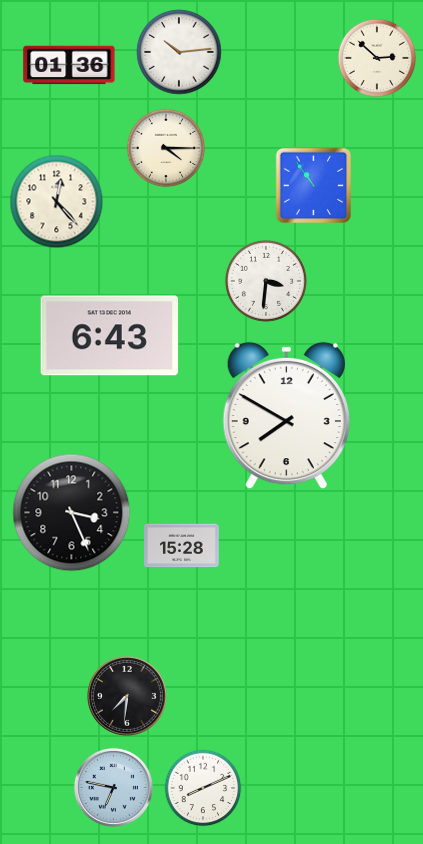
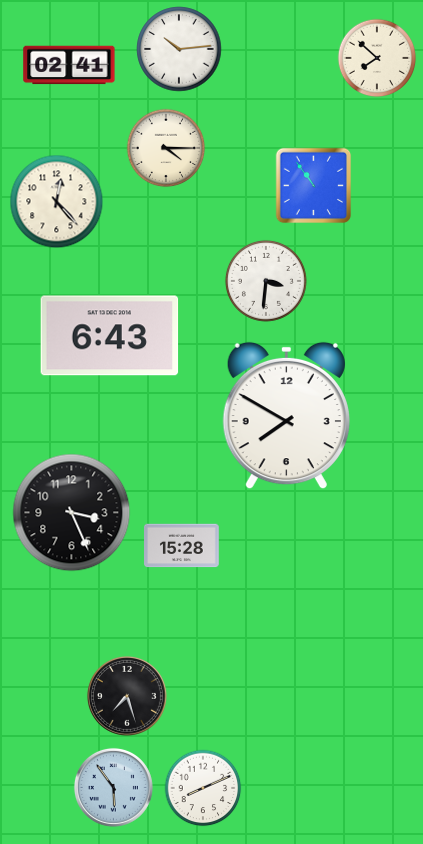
clock at (179, 52) position: (179, 52) -> (179, 49)
clock at (377, 58): 2:52 -> 7:52
clock at (69, 65): 01:36 -> 02:41
clock at (127, 696): 7:31 -> 7:27
clock at (113, 787): 6:47 -> 5:54
